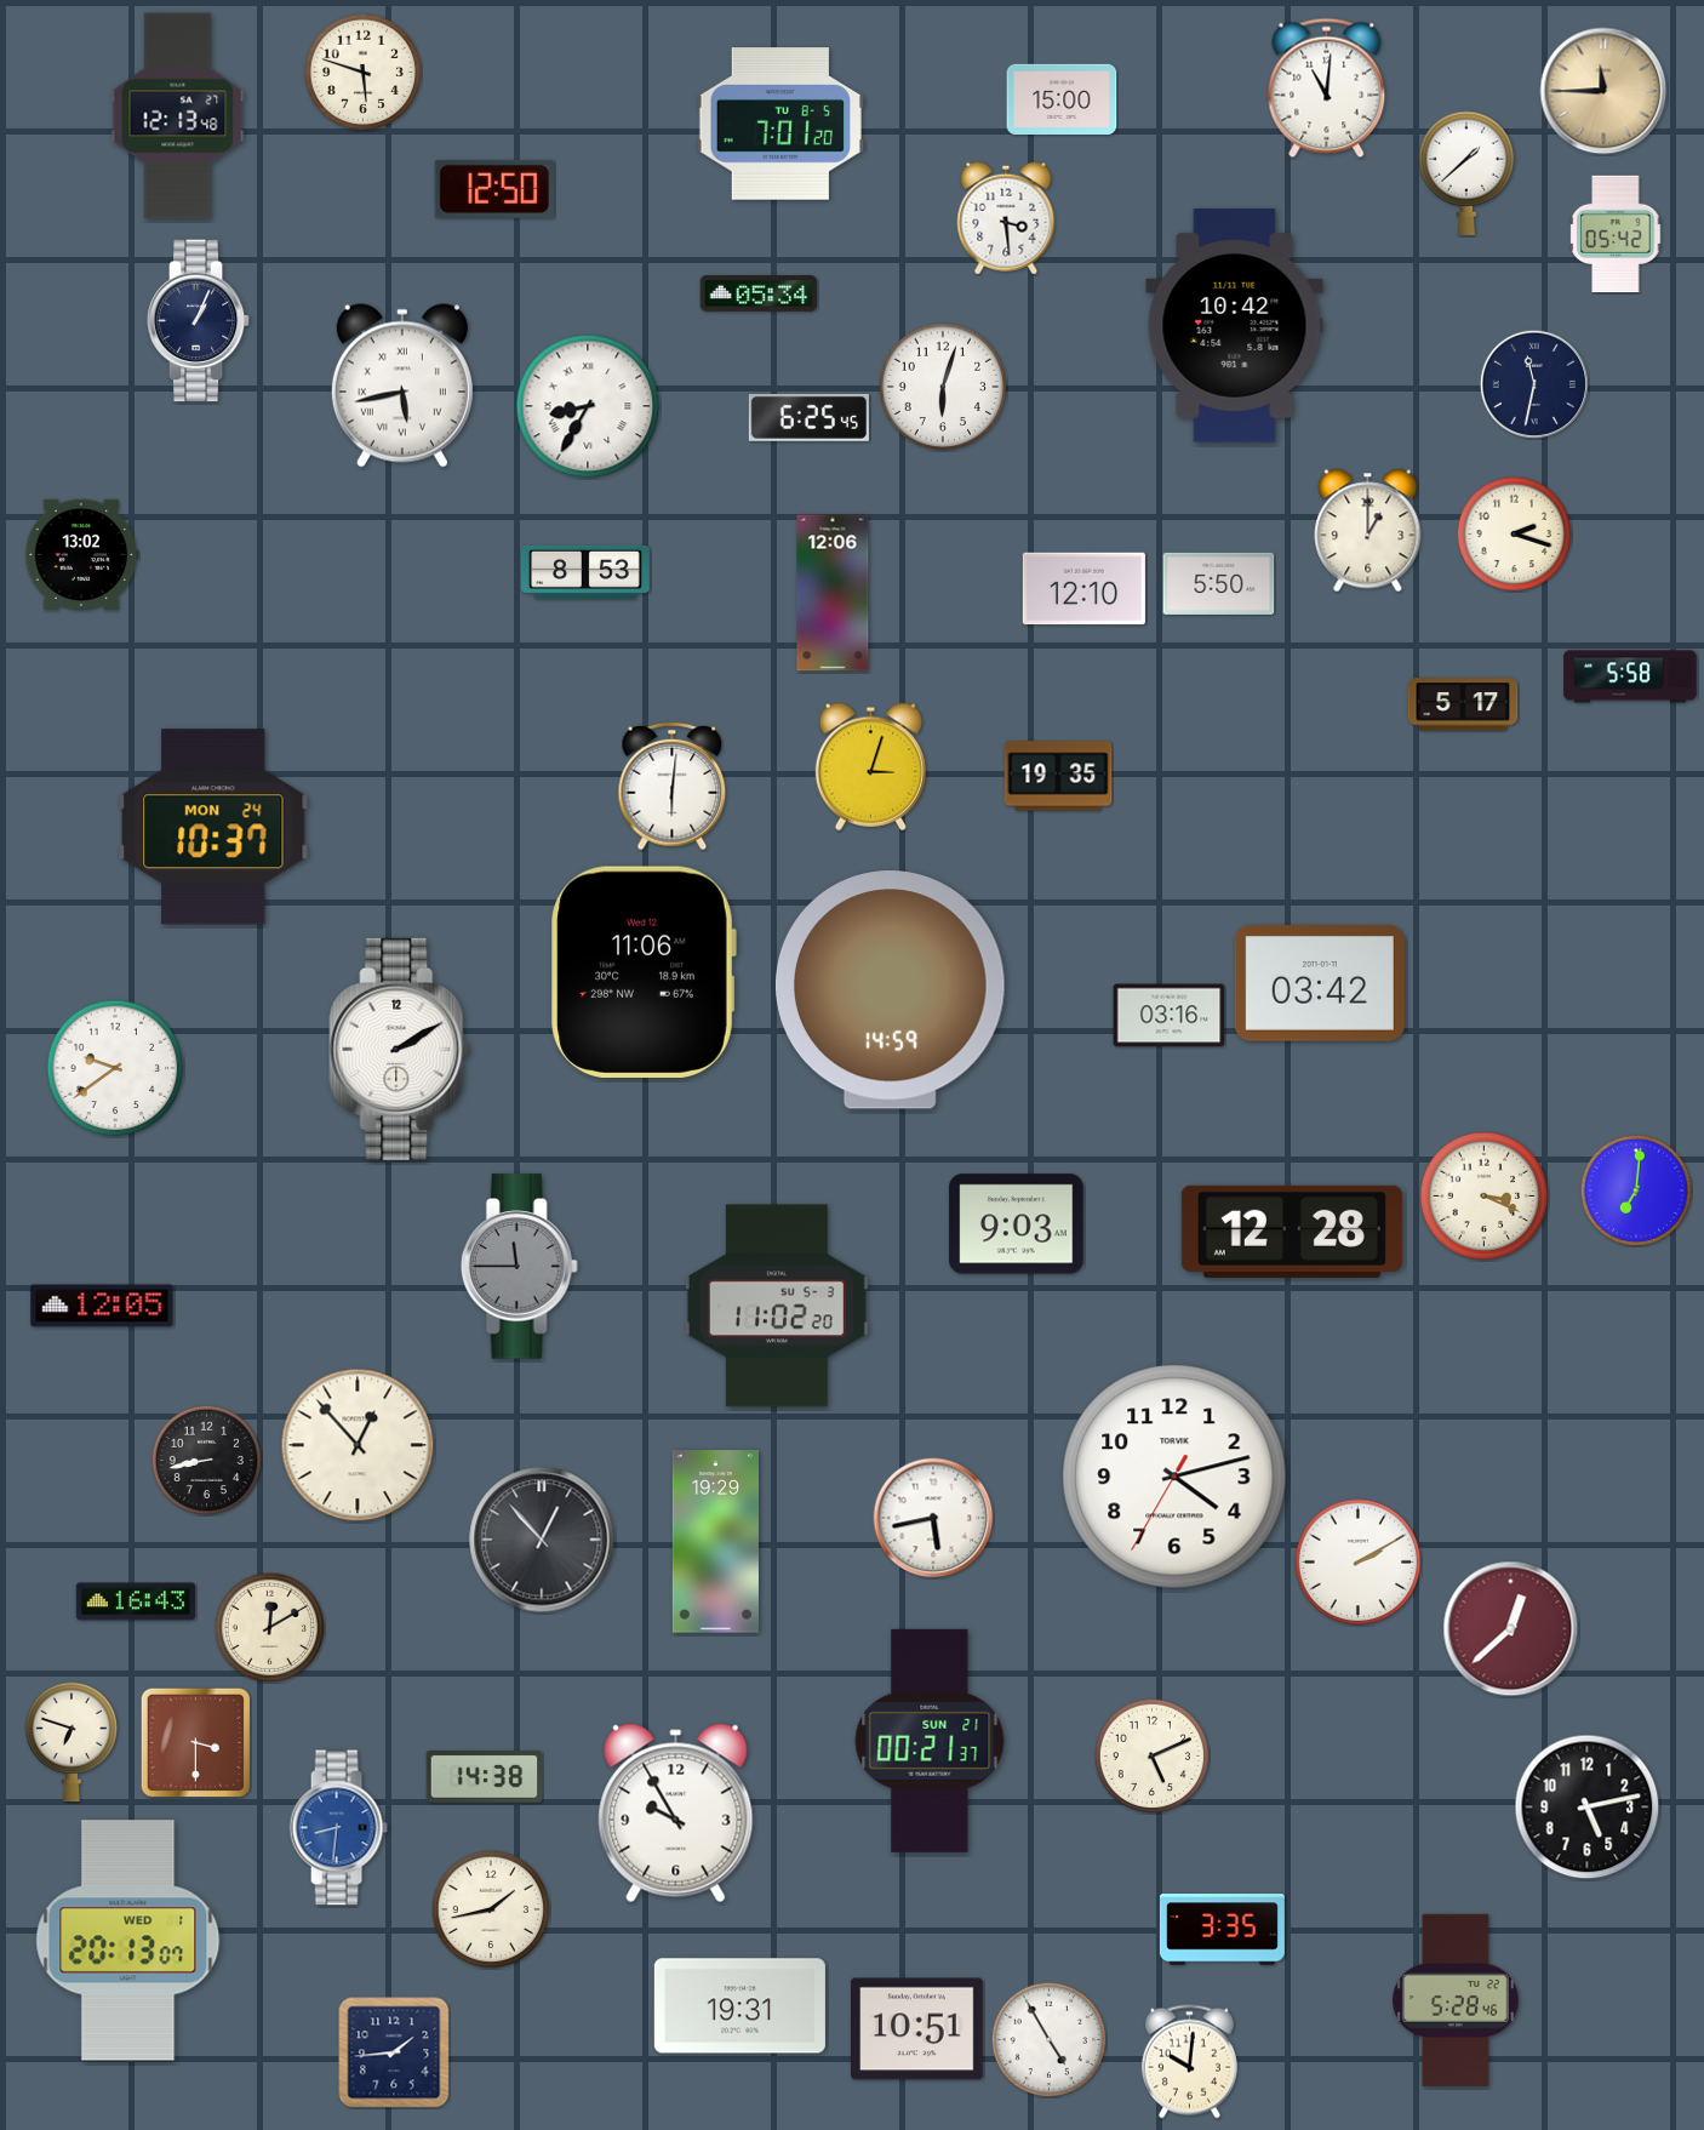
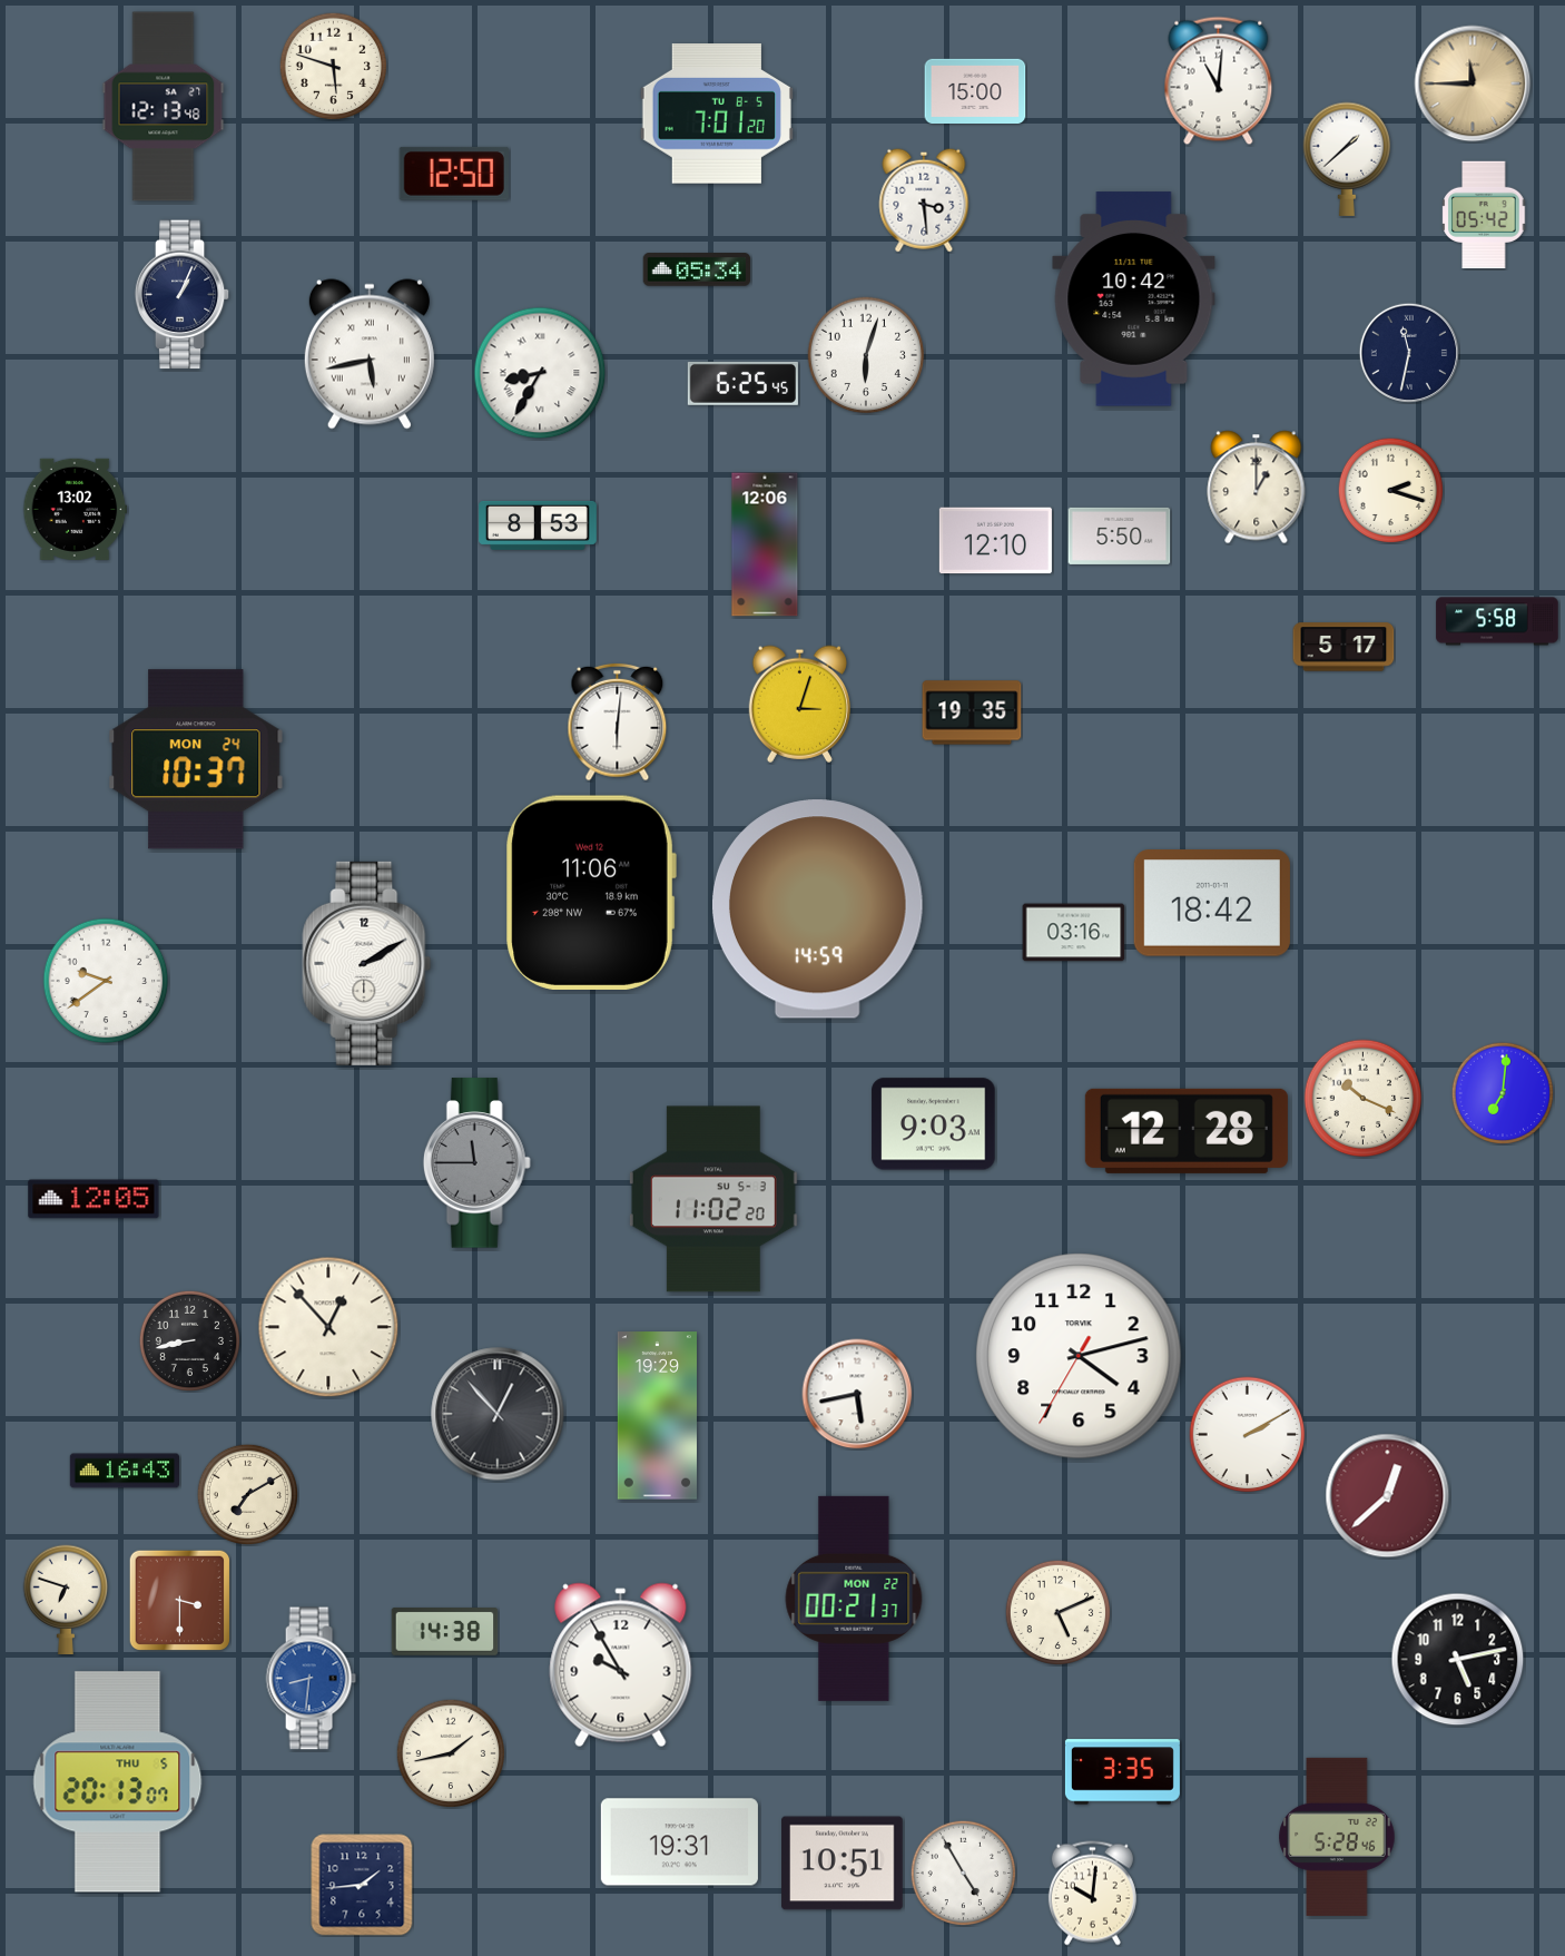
clock at (1320, 983): 03:42 -> 18:42
clock at (1485, 1197): 3:19 -> 10:19
clock at (269, 1627): 12:10 -> 7:10
clock at (930, 1741) date: SUN 21 -> MON 22
clock at (128, 1941) date: WED 1 -> THU 5
